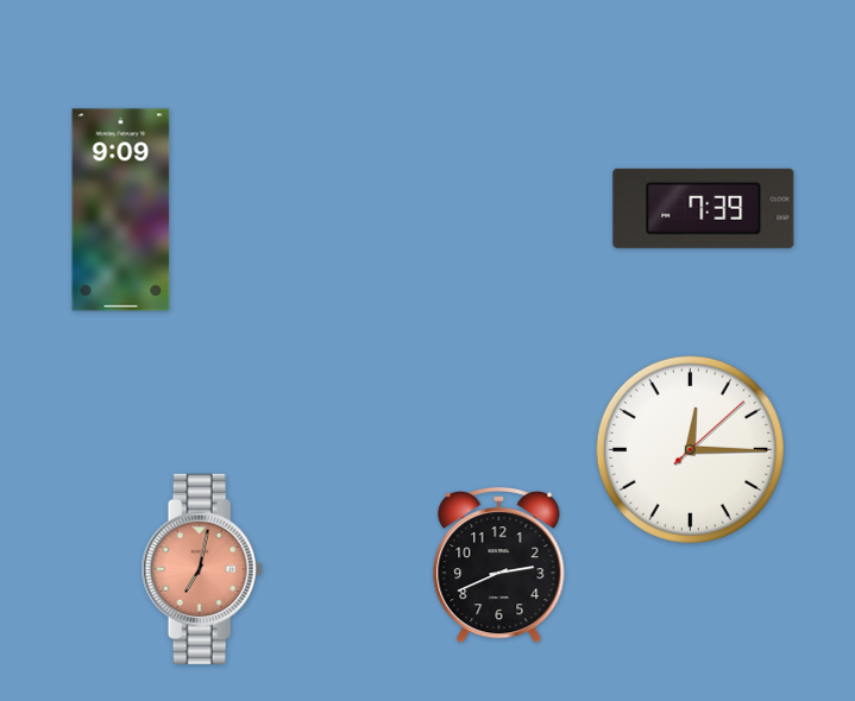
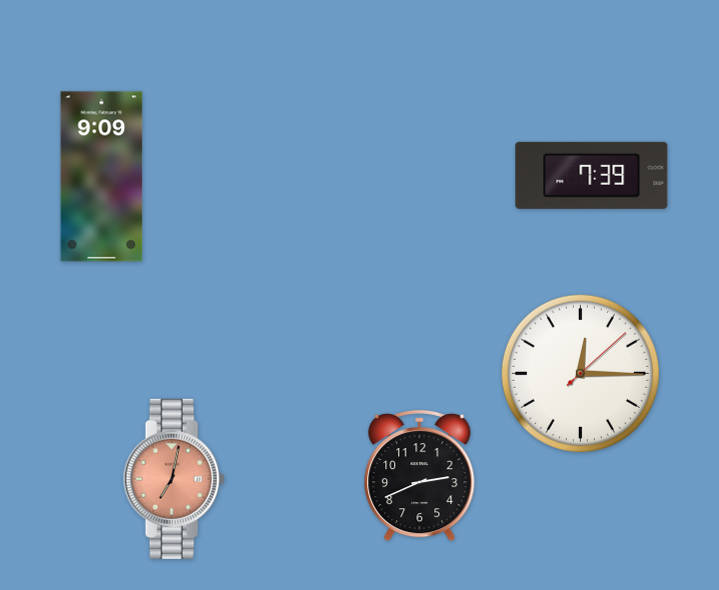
clock at (690, 449) position: (690, 449) -> (580, 373)
clock at (202, 569) position: (202, 569) -> (174, 479)
